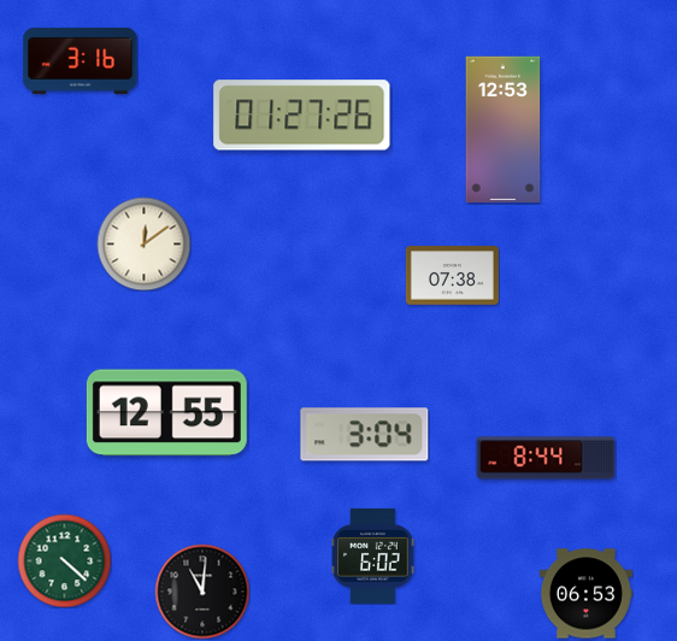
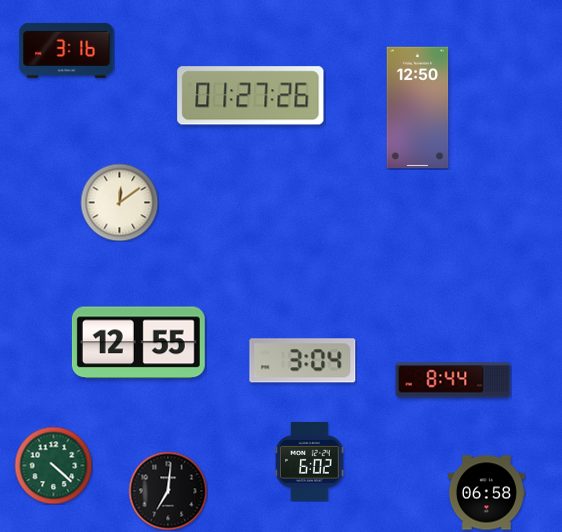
clock at (504, 130): 12:53 -> 12:50
clock at (452, 276): 07:38 -> none
clock at (202, 592): 11:01 -> 7:01
clock at (585, 594): 06:53 -> 06:58
